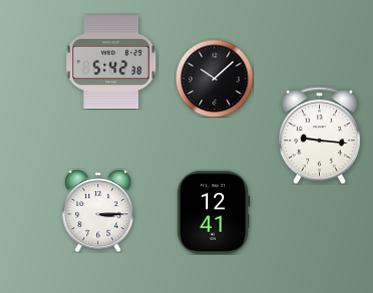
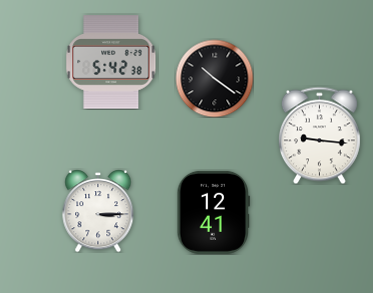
clock at (214, 78): 10:08 -> 10:21
